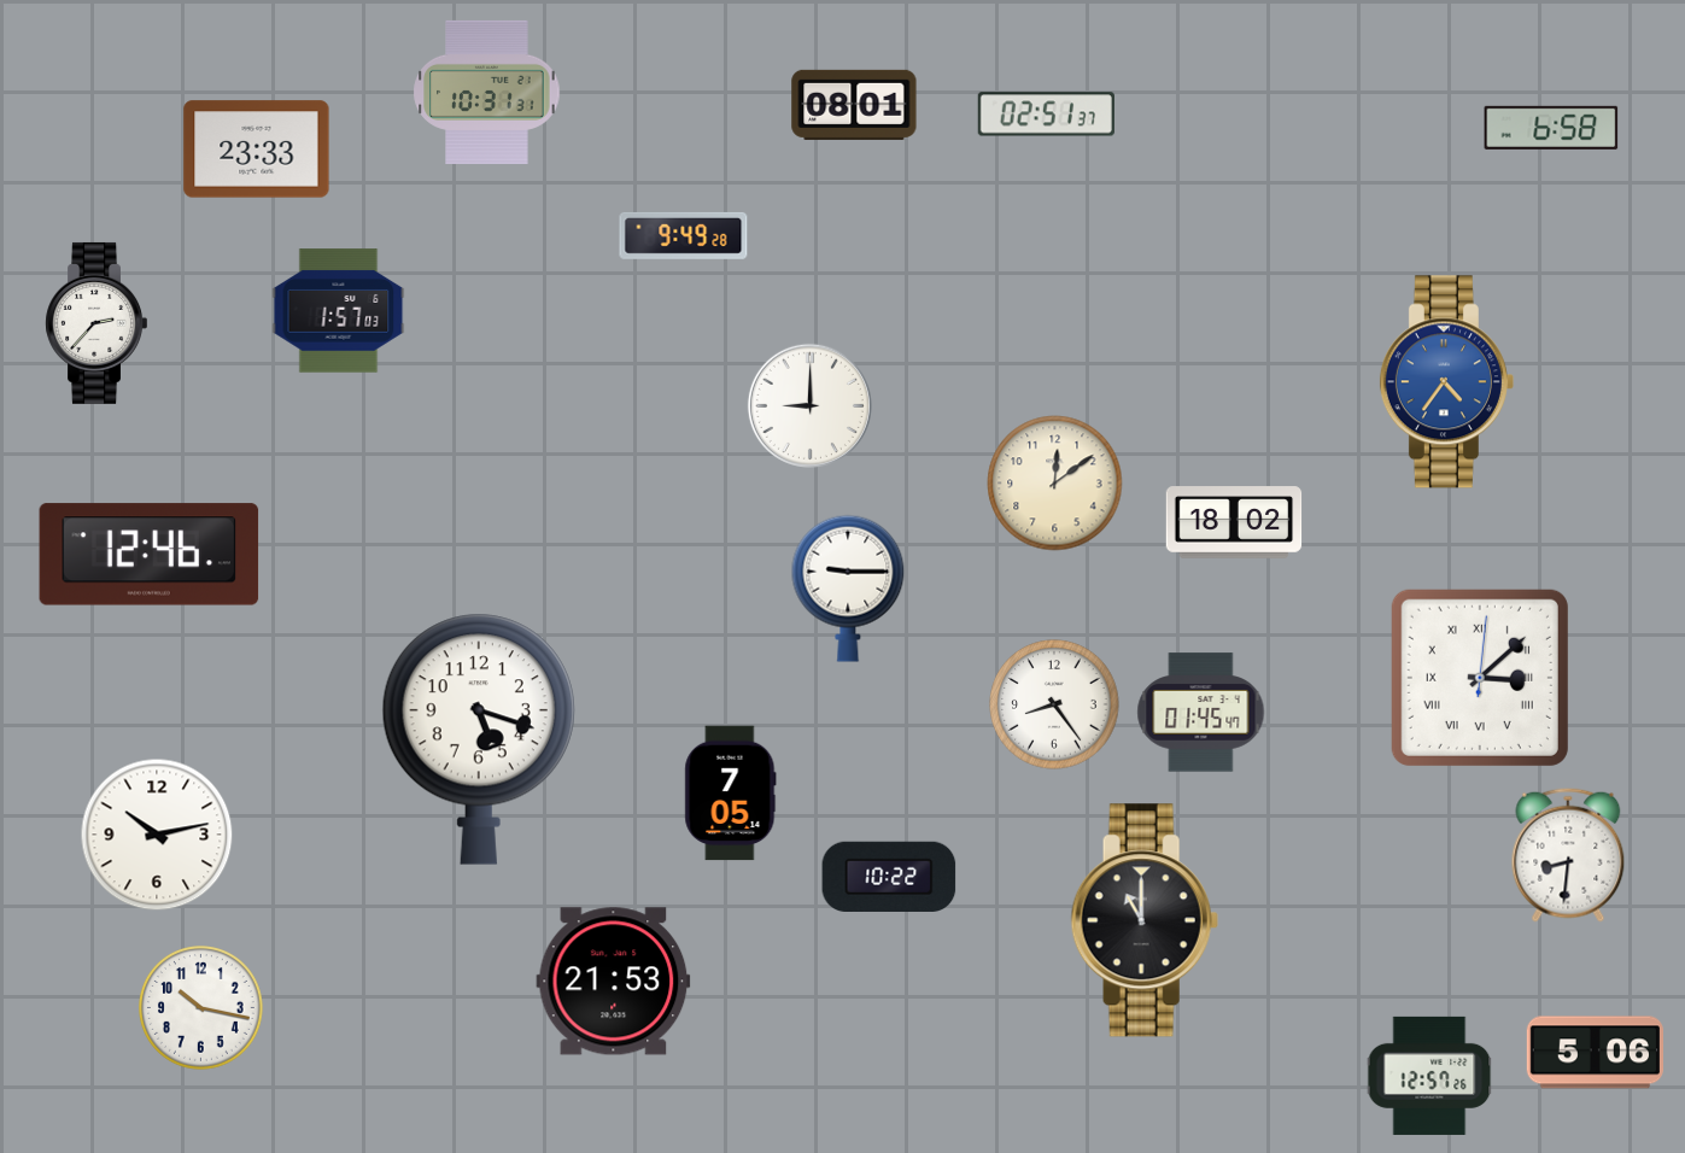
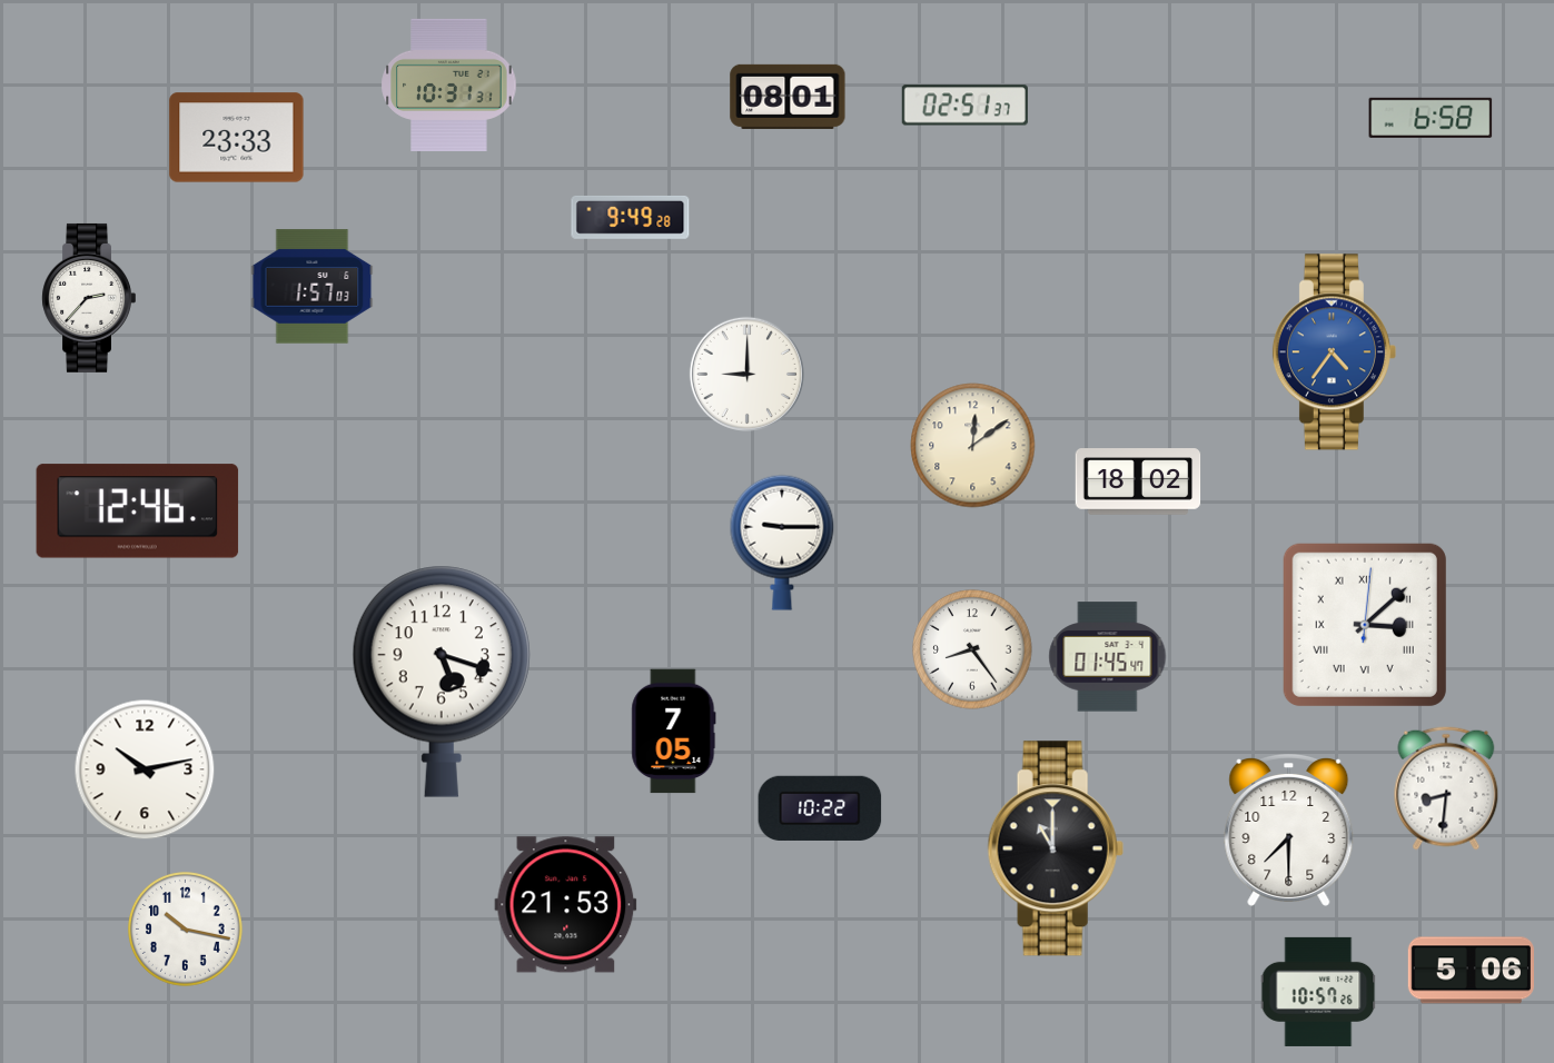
clock at (1289, 829): none -> 7:30
clock at (1429, 1076): 12:57 -> 10:57
